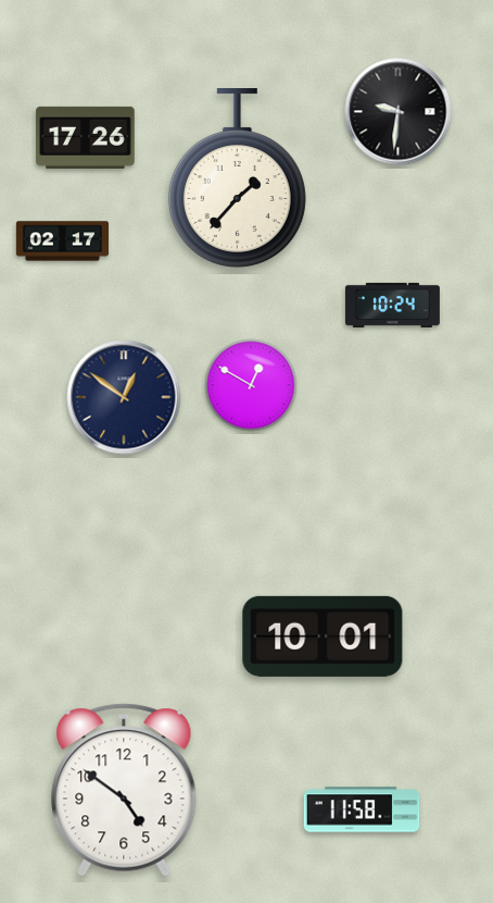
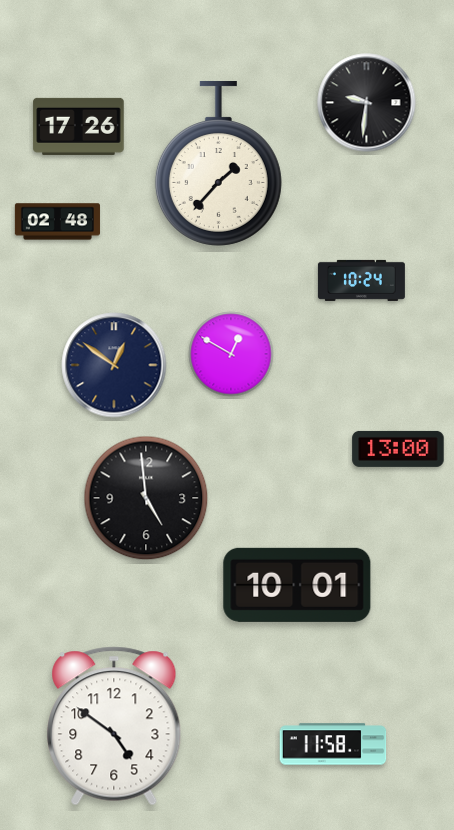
clock at (62, 242): 02:17 -> 02:48
clock at (398, 449): none -> 13:00
clock at (146, 498): none -> 4:59
